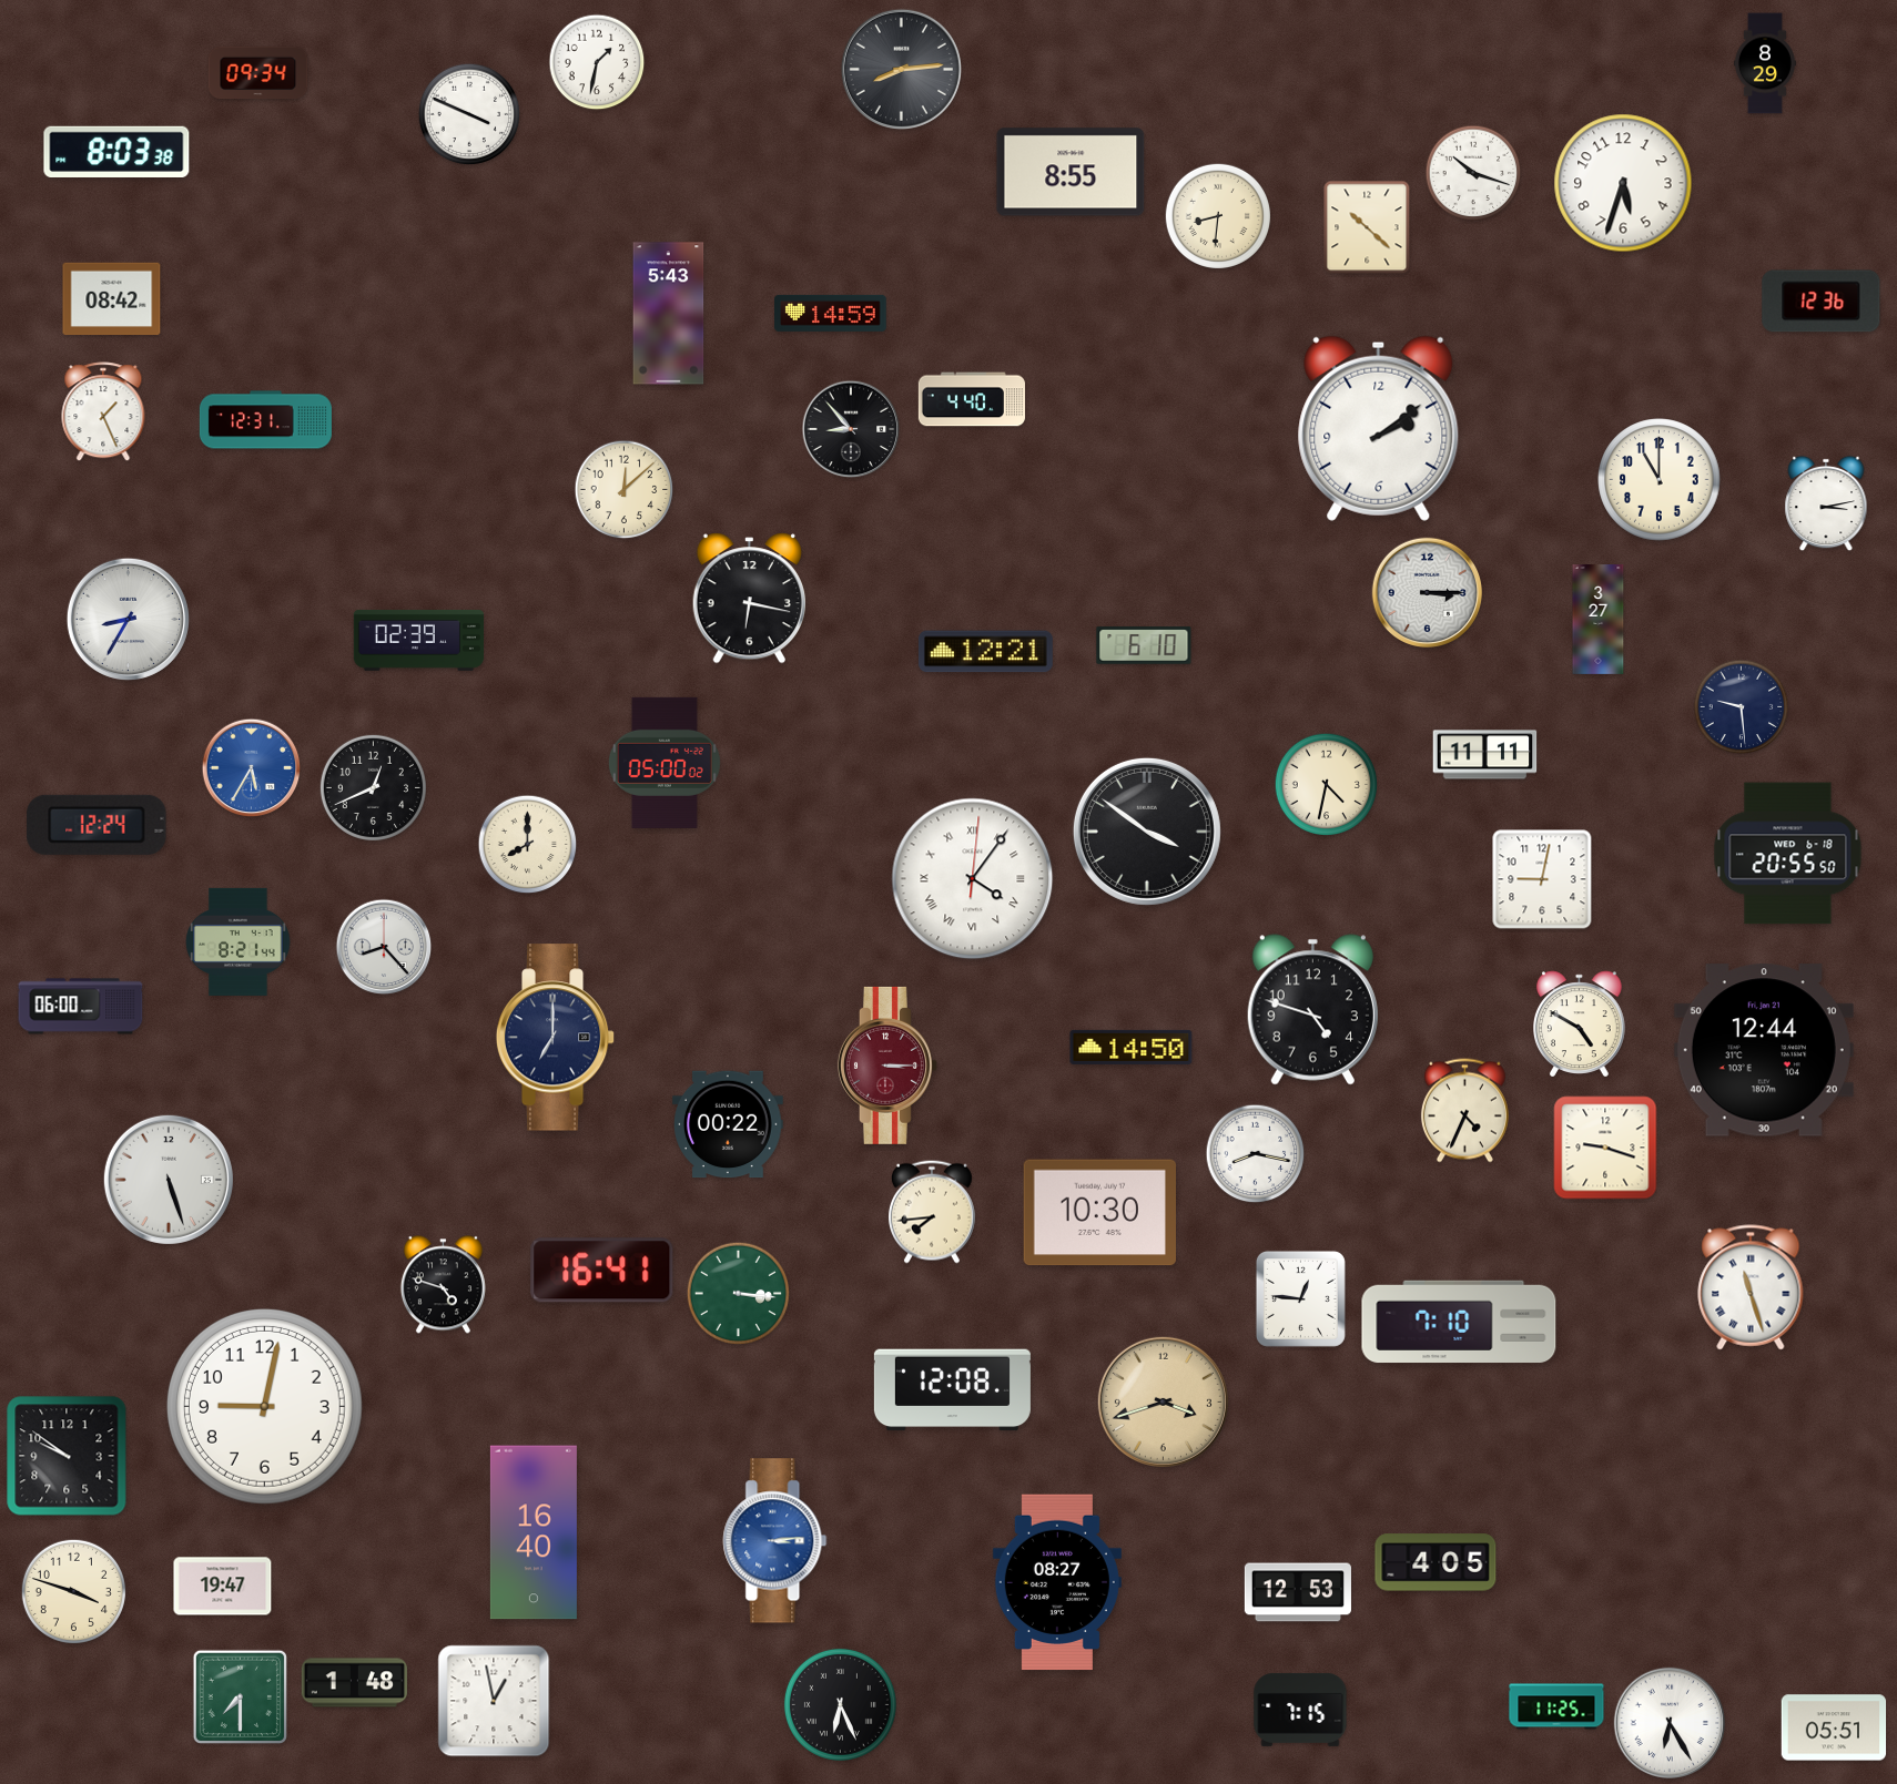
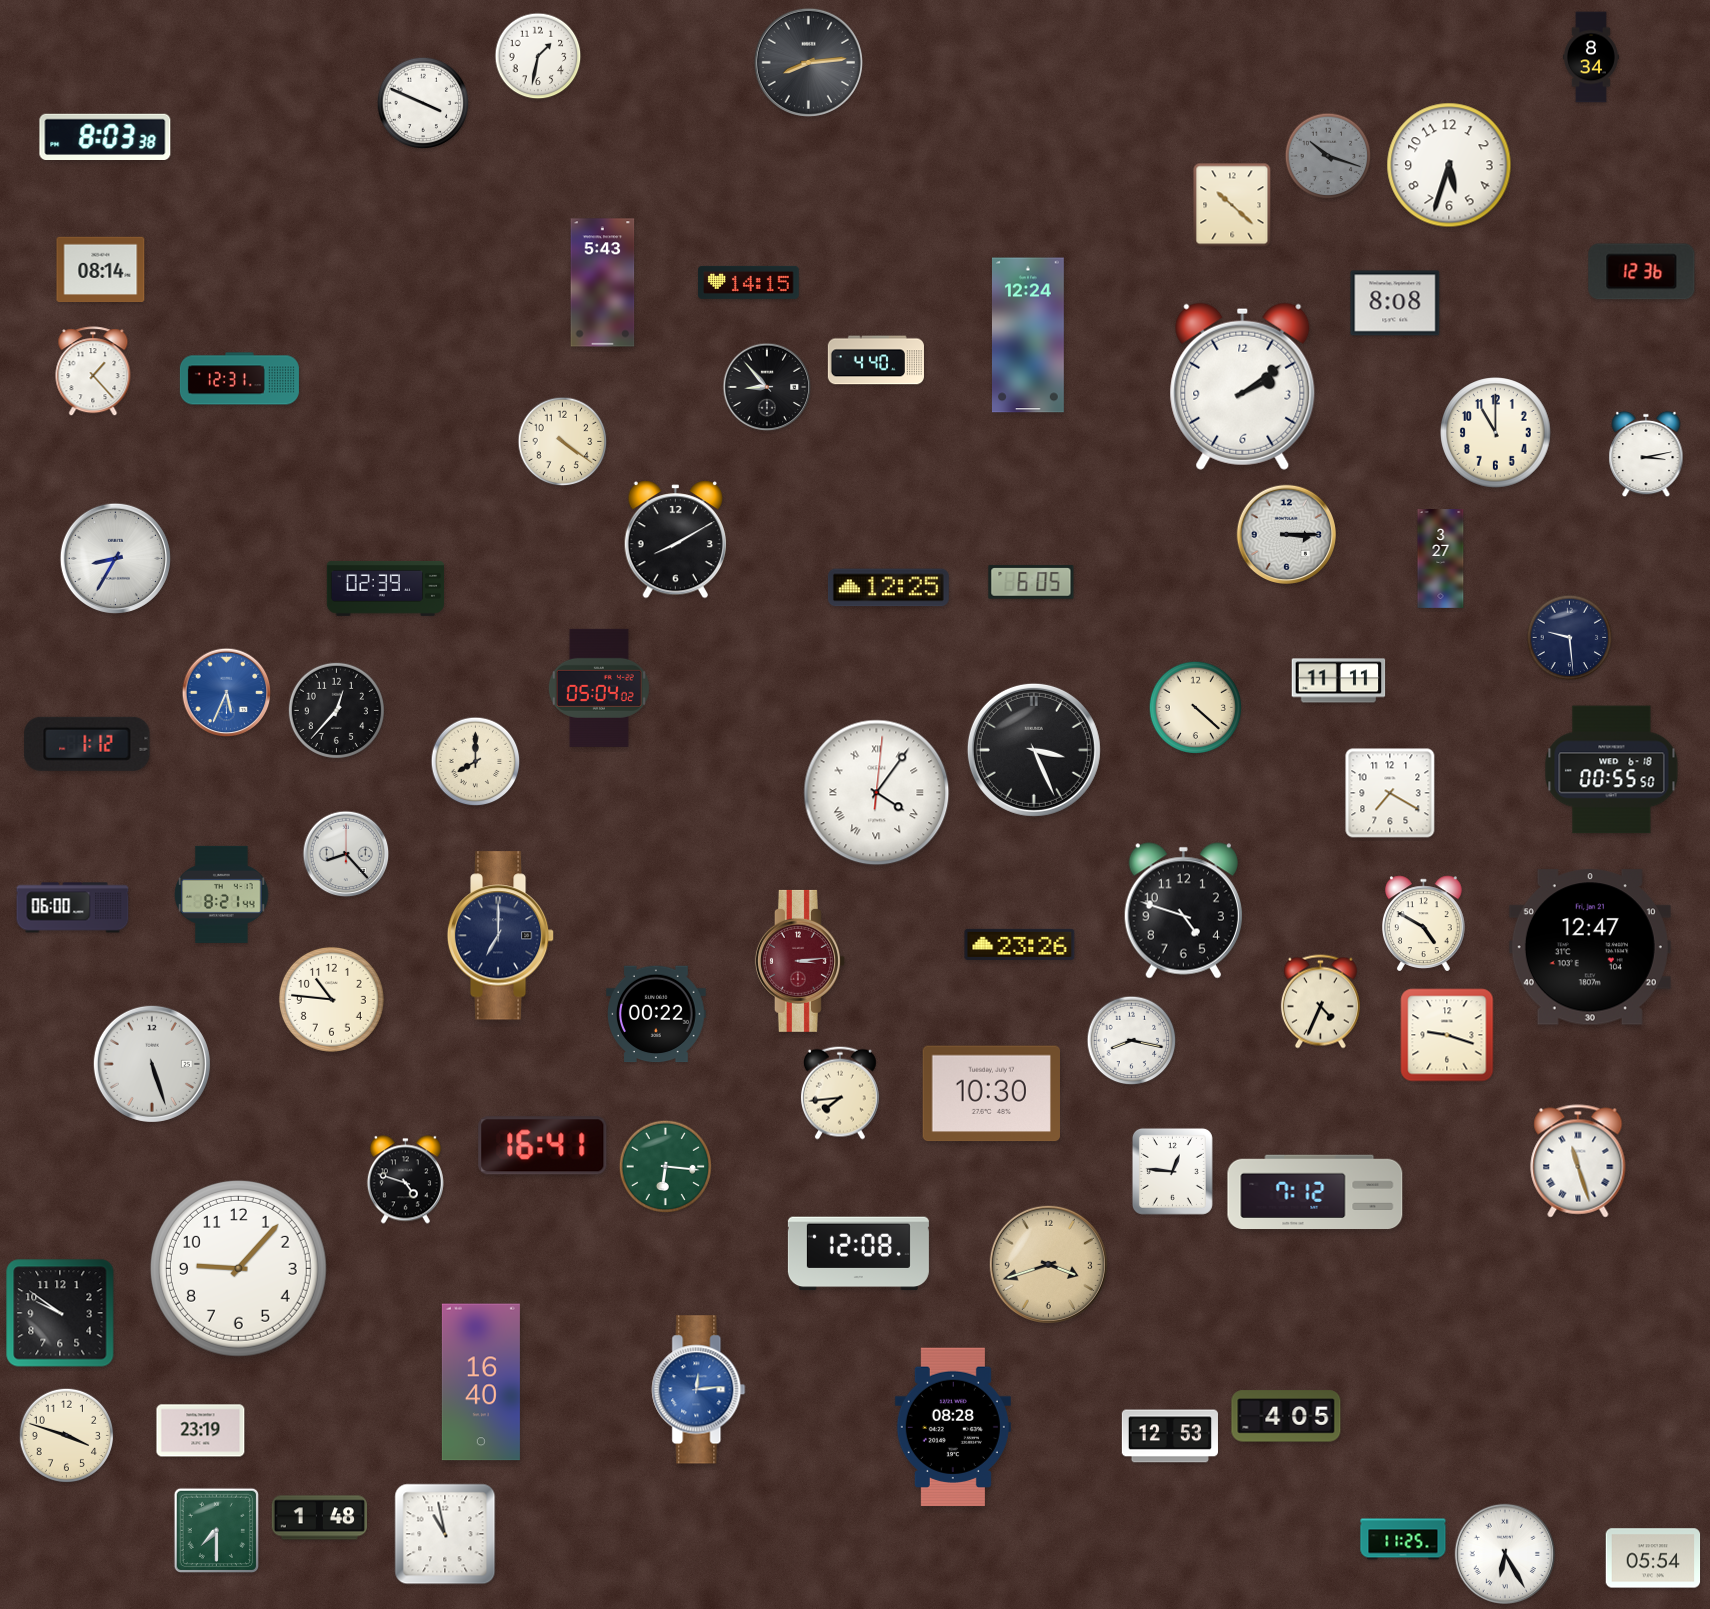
clock at (1765, 63): 8:29 -> 8:34
clock at (901, 69) position: (901, 69) -> (808, 62)
clock at (258, 73): 09:34 -> none
clock at (1071, 172): 8:55 -> none
clock at (1473, 173) dial: white -> grey
clock at (1623, 183) position: (1623, 183) -> (1449, 165)
clock at (1218, 216): 8:31 -> none
clock at (112, 299): 08:42 -> 08:14
clock at (831, 313): 14:59 -> 14:15
clock at (1395, 303): none -> 8:08
clock at (1028, 335): none -> 12:24
clock at (103, 412): 1:26 -> 1:23
clock at (625, 490): 12:08 -> 4:21
clock at (749, 599): 6:17 -> 8:10
clock at (418, 640) position: (418, 640) -> (385, 588)
clock at (1144, 645): 6:10 -> 6:05
clock at (985, 652): 12:21 -> 12:25
clock at (665, 763): 05:00 -> 05:04
clock at (252, 768): 5:35 -> 5:34
clock at (1327, 785): 4:32 -> 4:22
clock at (373, 787): 12:41 -> 12:37
clock at (97, 825): 12:24 -> 1:12
clock at (1147, 832): 3:51 -> 3:26
clock at (1788, 854): 20:55 -> 00:55
clock at (1542, 879): 9:02 -> 7:20
clock at (239, 941) position: (239, 941) -> (222, 894)
clock at (1132, 1047): 14:50 -> 23:26
clock at (1764, 1050): 12:44 -> 12:47
clock at (887, 1066): 3:15 -> 3:14
clock at (331, 999): none -> 10:46
clock at (443, 1285) position: (443, 1285) -> (405, 1180)
clock at (739, 1294): 3:16 -> 6:16
clock at (1459, 1322): 7:10 -> 7:12
clock at (264, 1406): 9:02 -> 9:07
clock at (775, 1541): 3:14 -> 12:14
clock at (1436, 1562) position: (1436, 1562) -> (1286, 1416)
clock at (1057, 1582): 08:27 -> 08:28
clock at (223, 1587): 19:47 -> 23:19
clock at (494, 1701): 12:58 -> 10:58
clock at (840, 1704): 6:26 -> none
clock at (1300, 1710): 7:15 -> none
clock at (1834, 1727): 05:51 -> 05:54
